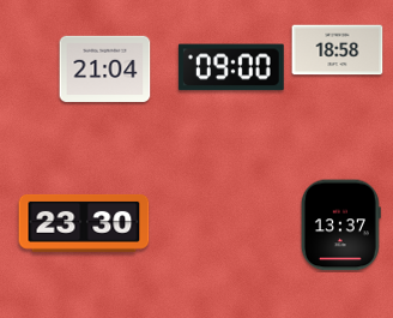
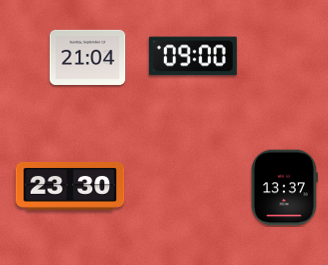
clock at (338, 50): 18:58 -> none
